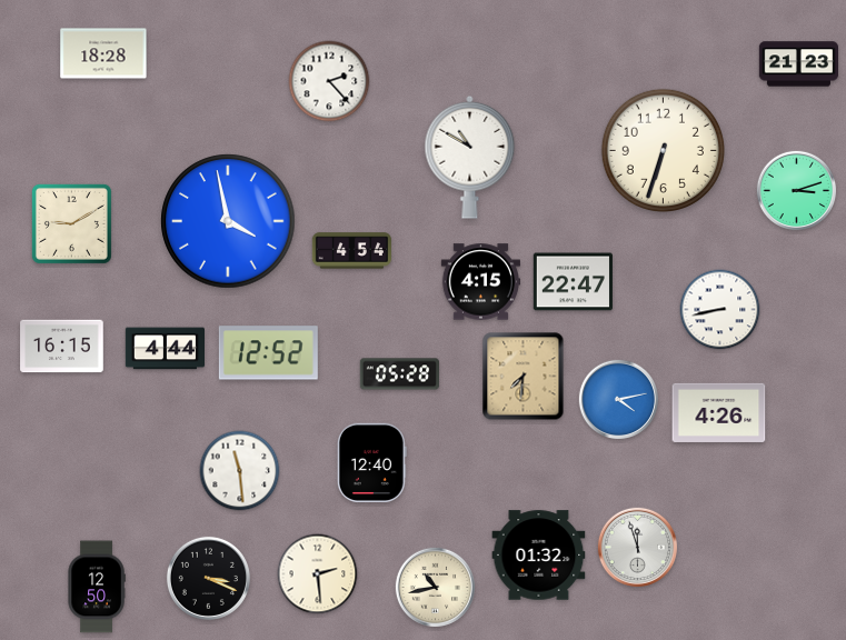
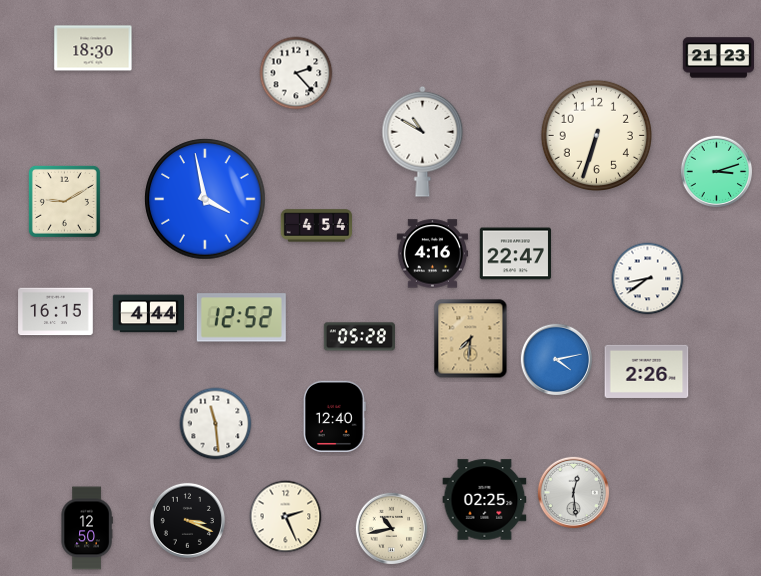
clock at (103, 53): 18:28 -> 18:30
clock at (480, 282): 4:15 -> 4:16
clock at (720, 310): 8:43 -> 8:39
clock at (719, 412): 4:26 -> 2:26
clock at (638, 548): 11:57 -> 12:29
clock at (539, 556): 01:32 -> 02:25
clock at (318, 574): 2:29 -> 2:26
